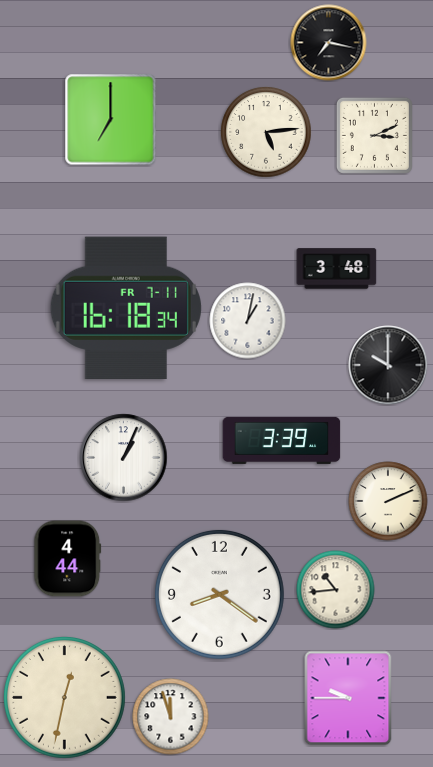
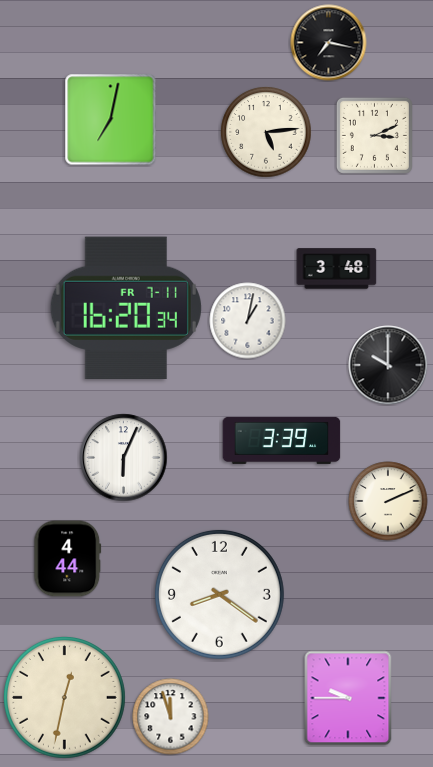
clock at (111, 120): 7:00 -> 7:02
clock at (126, 307): 16:18 -> 16:20
clock at (124, 458): 1:04 -> 6:04
clock at (336, 590): 10:44 -> none
